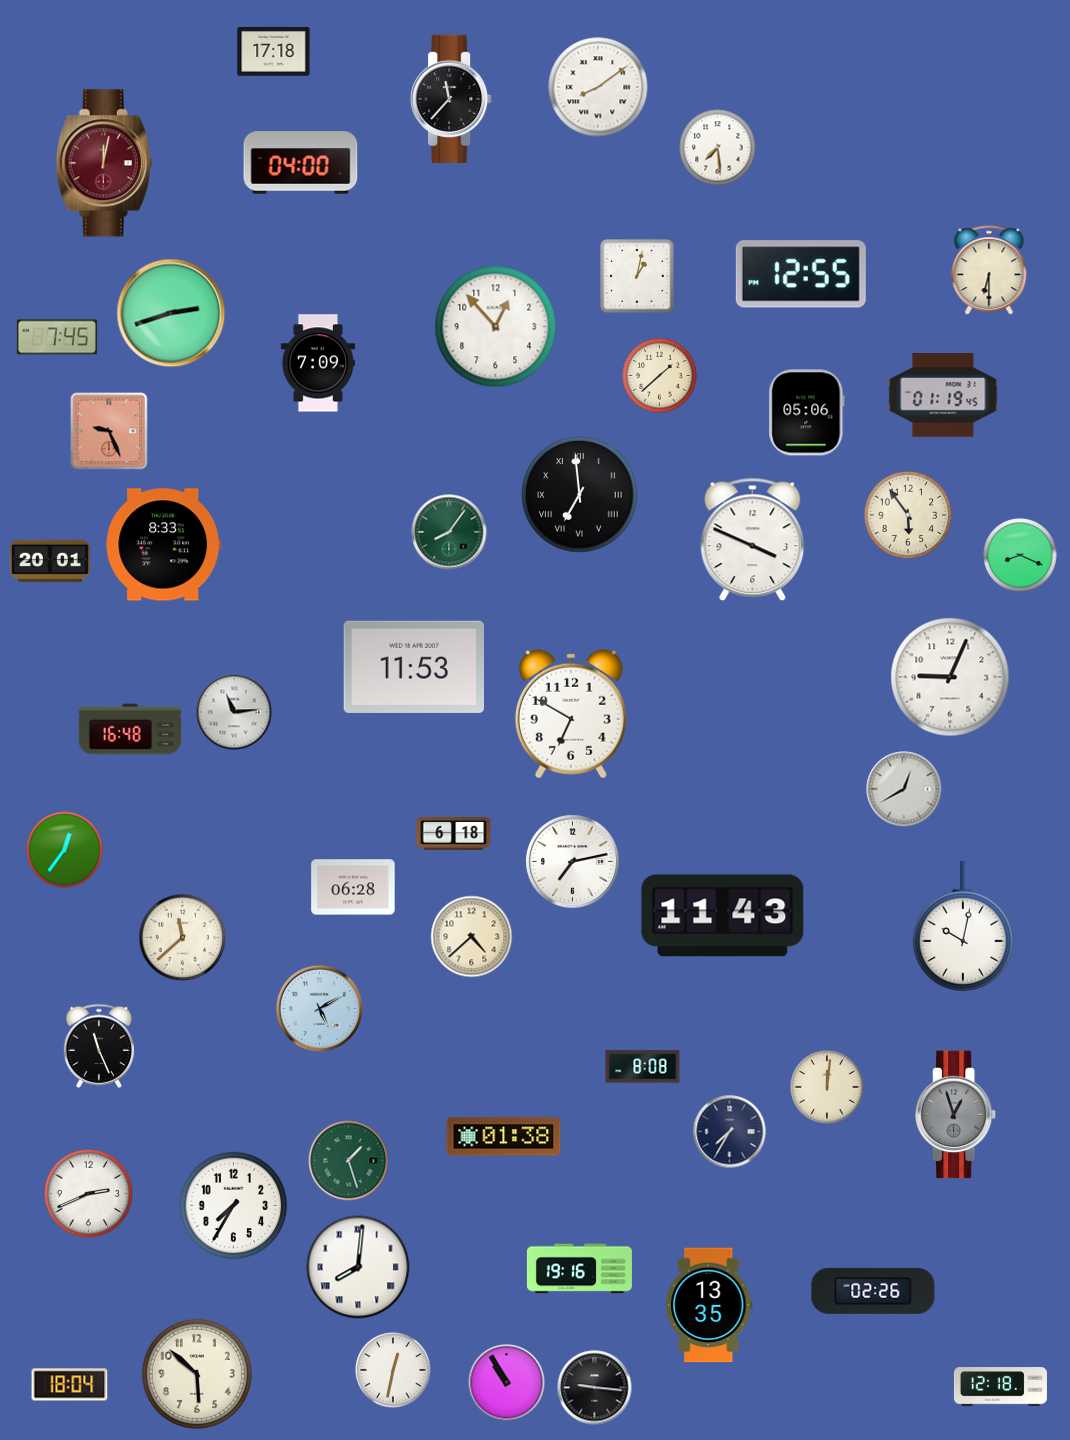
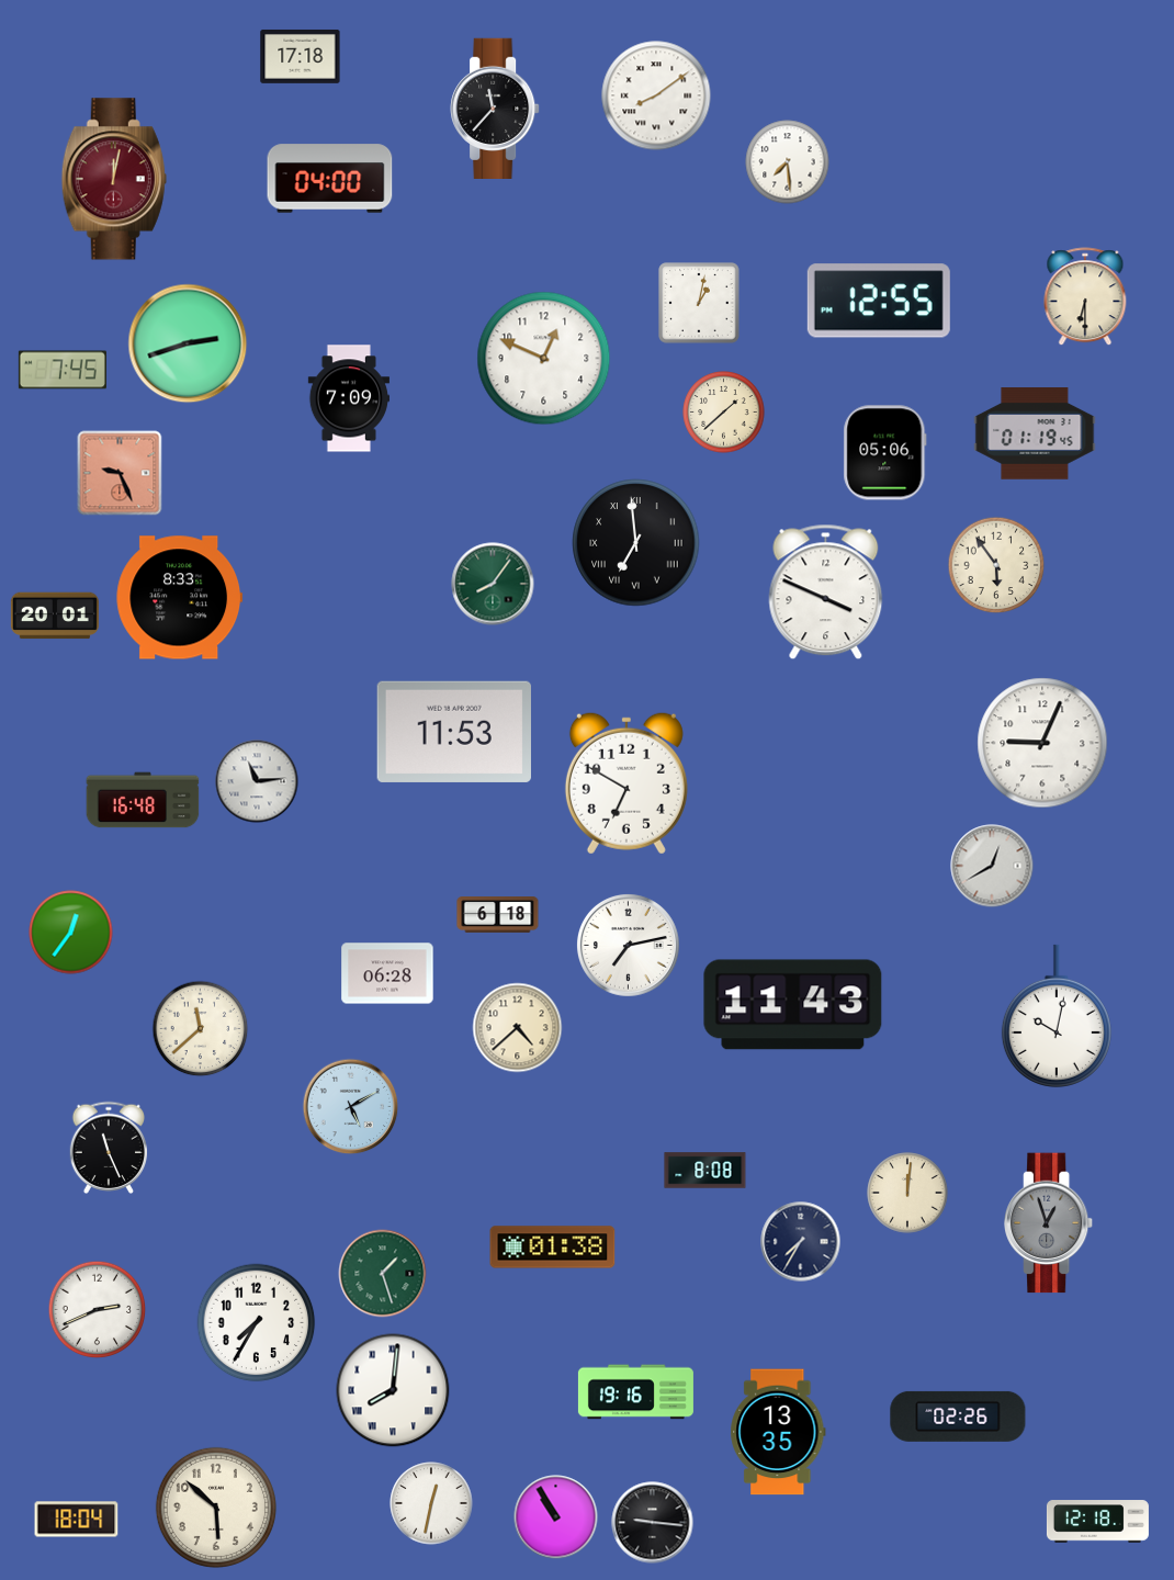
clock at (496, 327): 12:53 -> 12:49
clock at (1020, 555): 8:19 -> none
